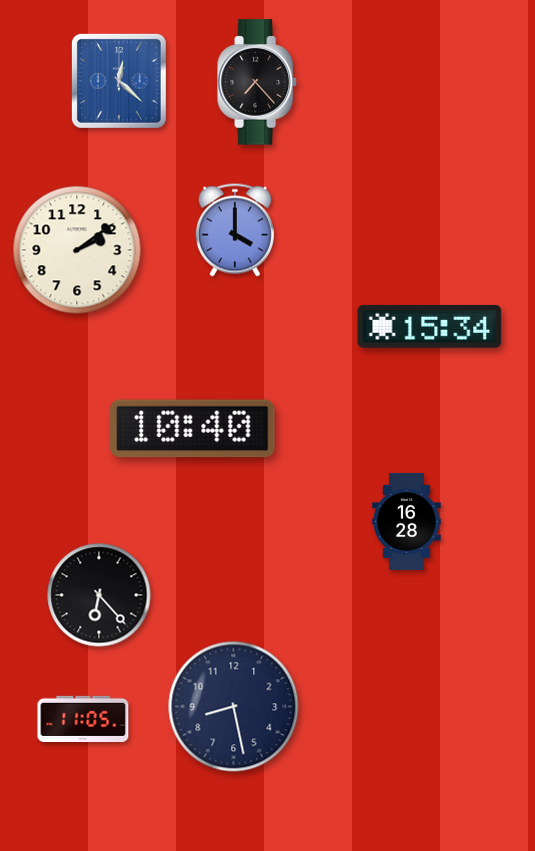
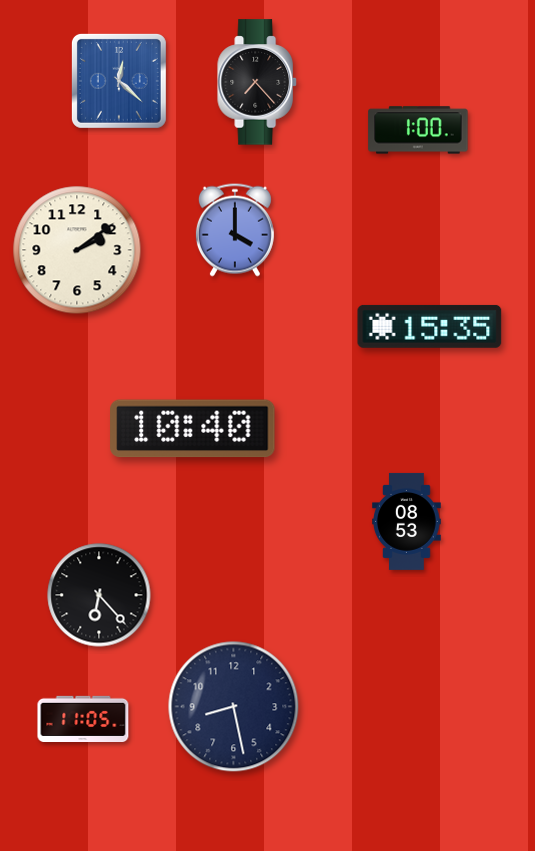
clock at (418, 130): none -> 1:00
clock at (430, 326): 15:34 -> 15:35
clock at (407, 521): 16:28 -> 08:53
